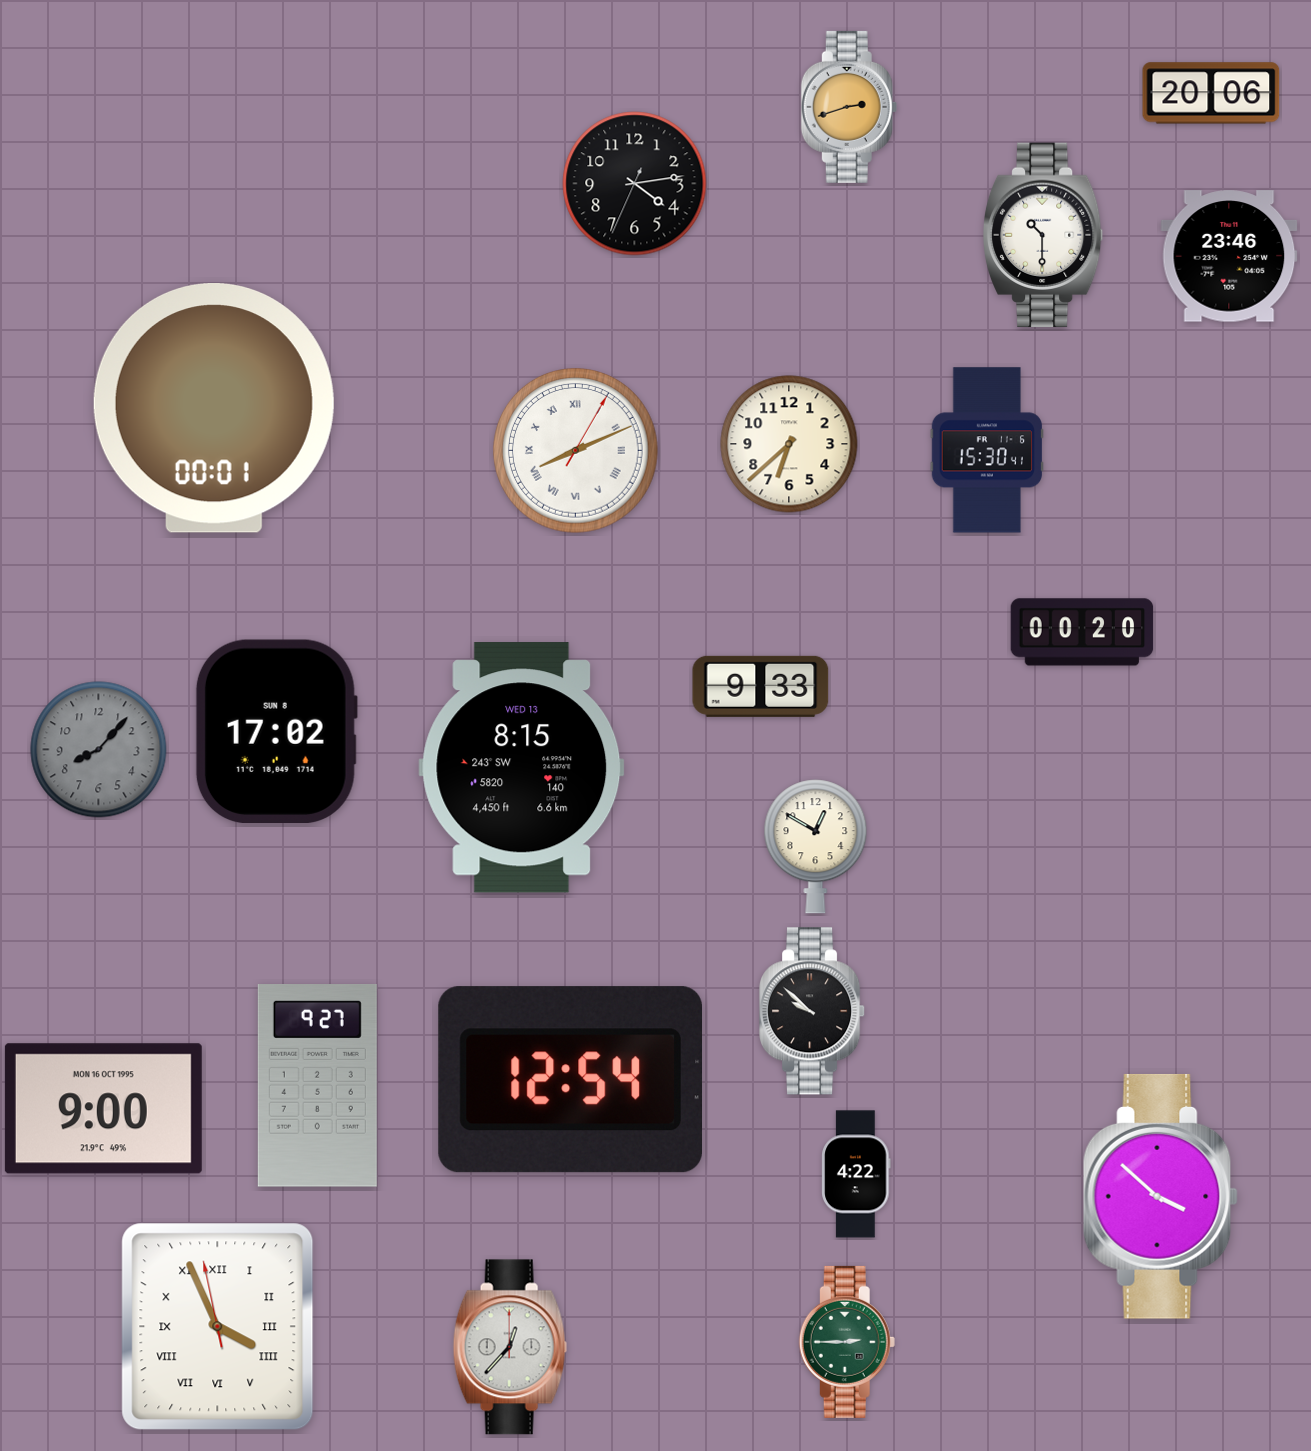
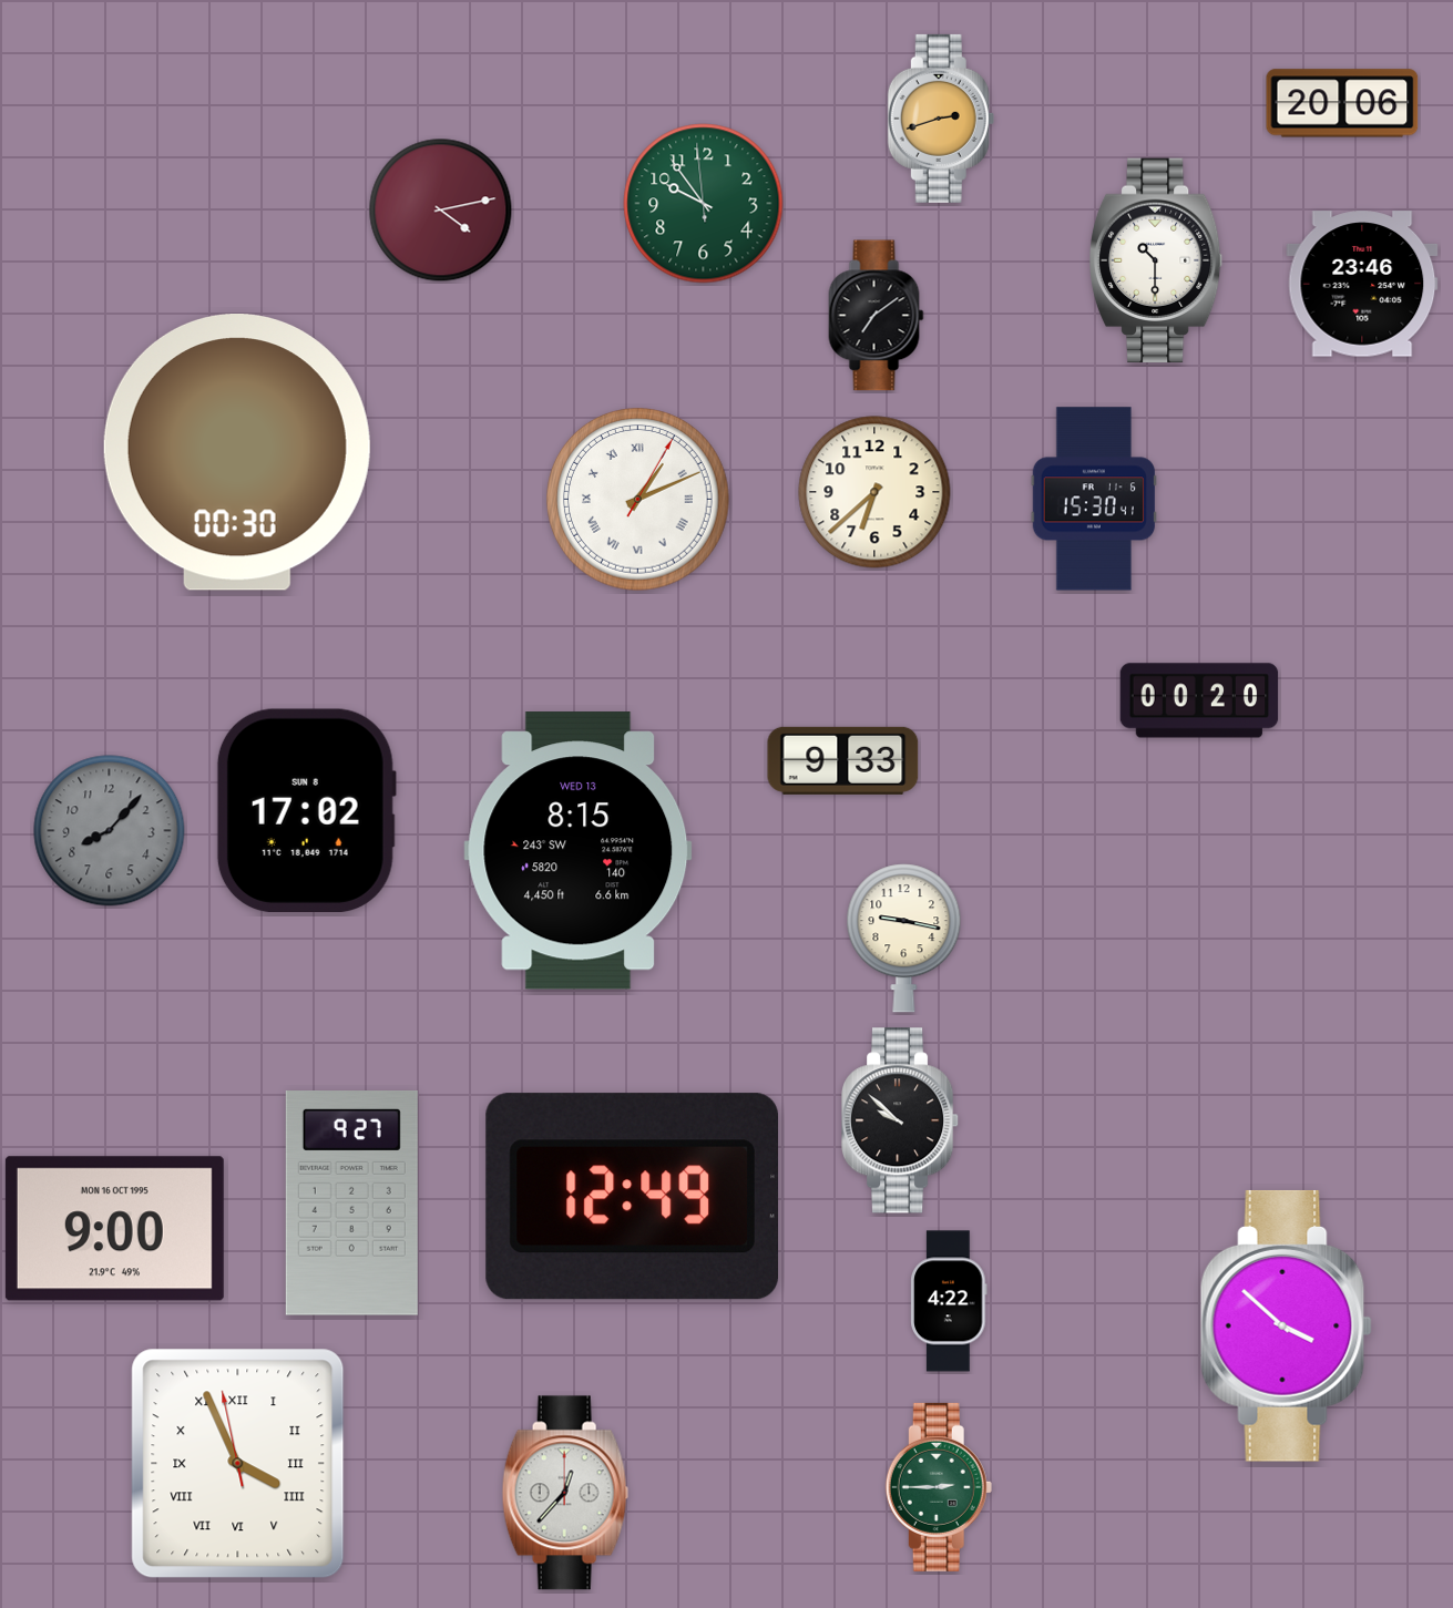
clock at (635, 184): 4:13 -> 9:53
clock at (635, 184) dial: black -> green
clock at (441, 211): none -> 4:13
clock at (877, 316): none -> 7:09
clock at (214, 409): 00:01 -> 00:30
clock at (576, 451): 8:11 -> 1:11
clock at (816, 847): 12:50 -> 9:17
clock at (570, 1080): 12:54 -> 12:49
clock at (218, 1327) position: (218, 1327) -> (238, 1464)
